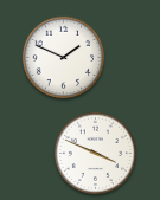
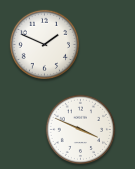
clock at (63, 57) position: (63, 57) -> (44, 44)
